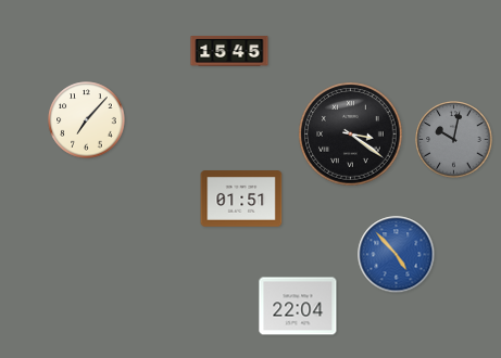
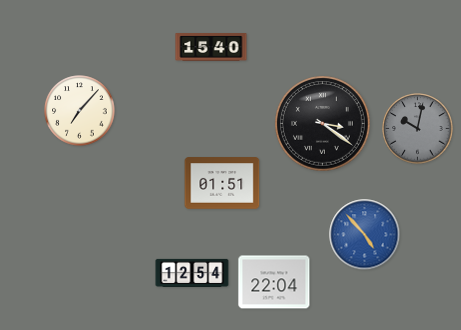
clock at (229, 52): 15:45 -> 15:40
clock at (192, 273): none -> 12:54
